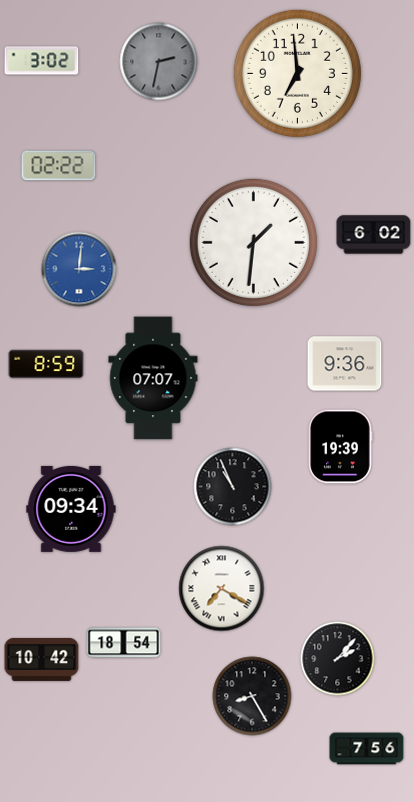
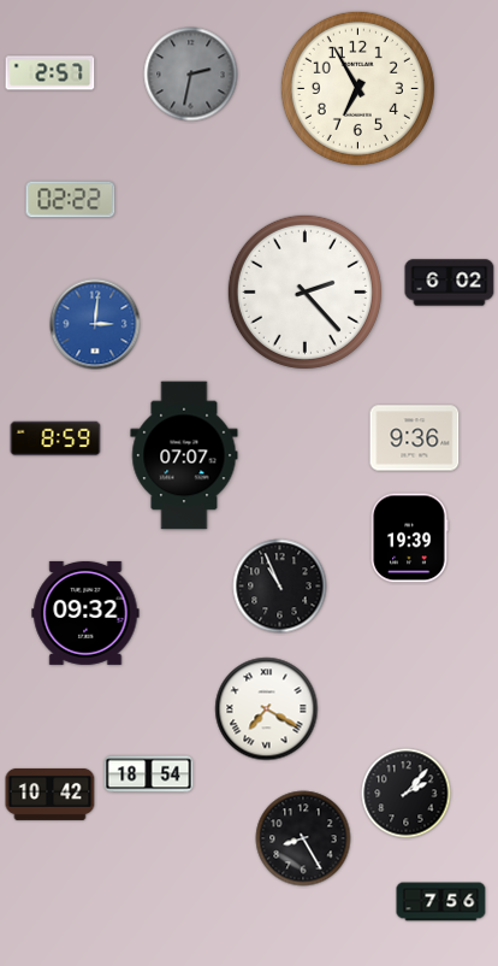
clock at (42, 61): 3:02 -> 2:57
clock at (297, 73): 6:59 -> 6:55
clock at (253, 242): 1:31 -> 2:23
clock at (71, 509): 09:34 -> 09:32
